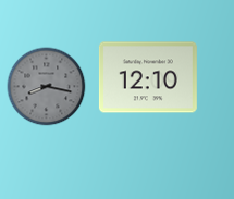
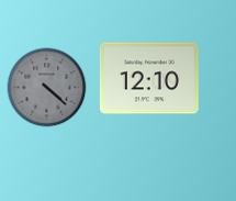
clock at (47, 87): 8:17 -> 4:22
